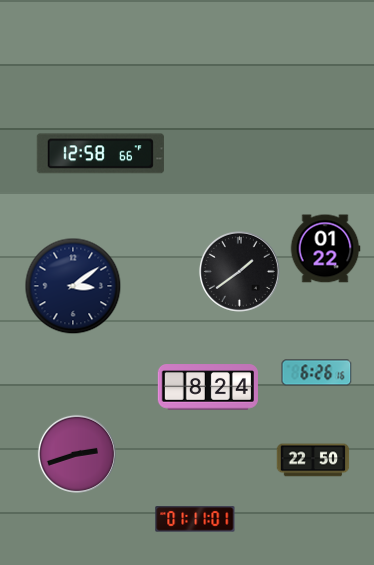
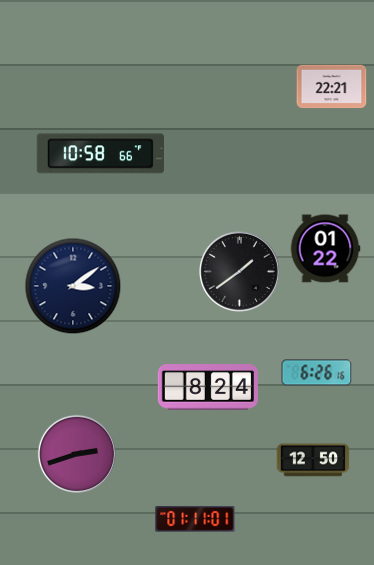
clock at (332, 87): none -> 22:21
clock at (100, 154): 12:58 -> 10:58
clock at (313, 460): 22:50 -> 12:50
